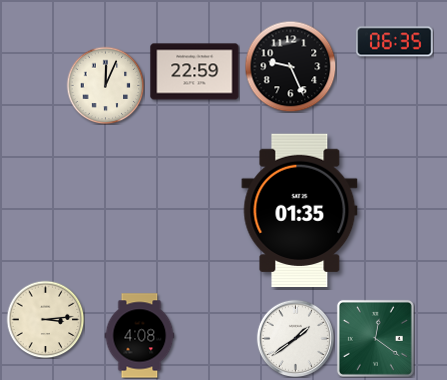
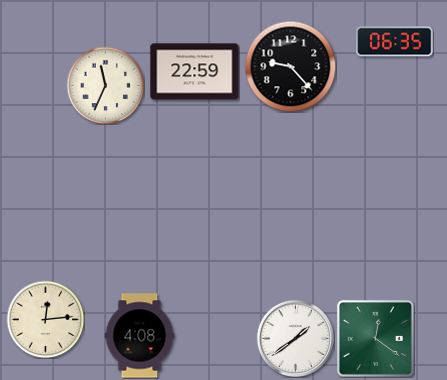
clock at (290, 66): 9:26 -> 9:23
clock at (105, 85): 12:04 -> 11:34
clock at (300, 210): 01:35 -> none
clock at (45, 319): 3:14 -> 12:14
